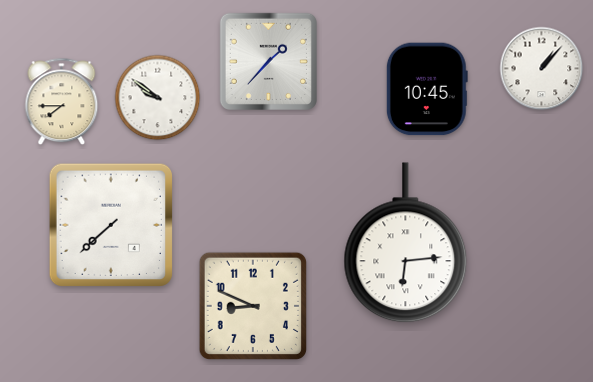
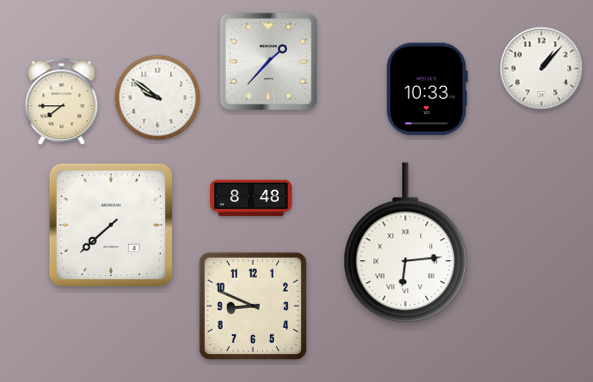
clock at (427, 89): 10:45 -> 10:33
clock at (251, 198): none -> 8:48
